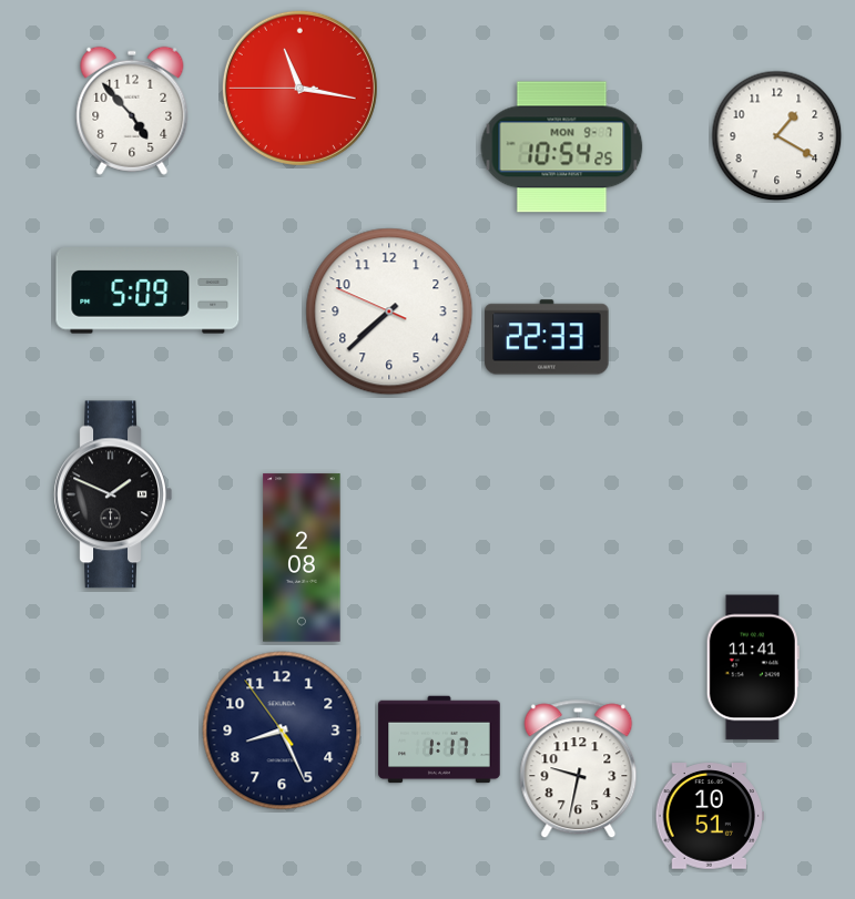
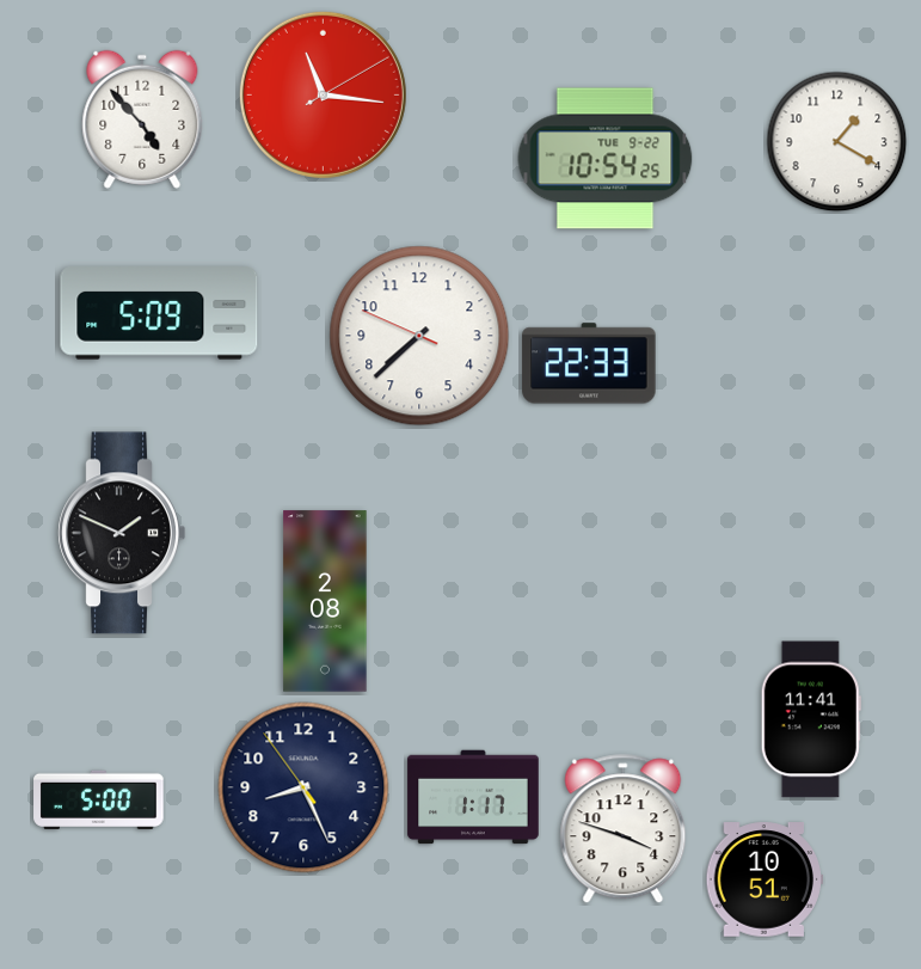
clock at (299, 88): 11:16:45 -> 11:16:10
clock at (777, 136) position: (777, 136) -> (837, 142)
clock at (562, 147) date: MON 9-7 -> TUE 9-22
clock at (99, 799): none -> 5:00
clock at (579, 769): 9:32 -> 3:48
